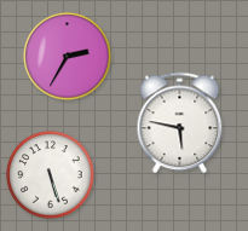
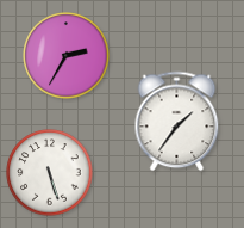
clock at (180, 123): 5:47 -> 1:36
